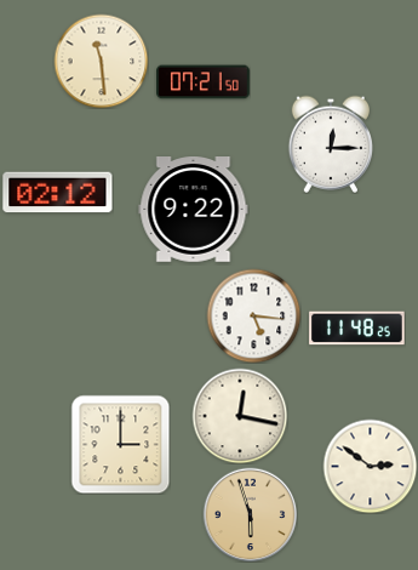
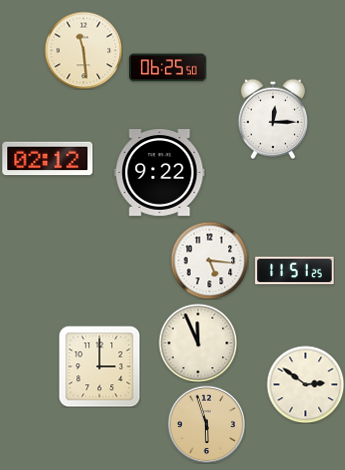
clock at (204, 82): 07:21 -> 06:25
clock at (357, 329): 11:48 -> 11:51
clock at (240, 416): 12:17 -> 11:56
